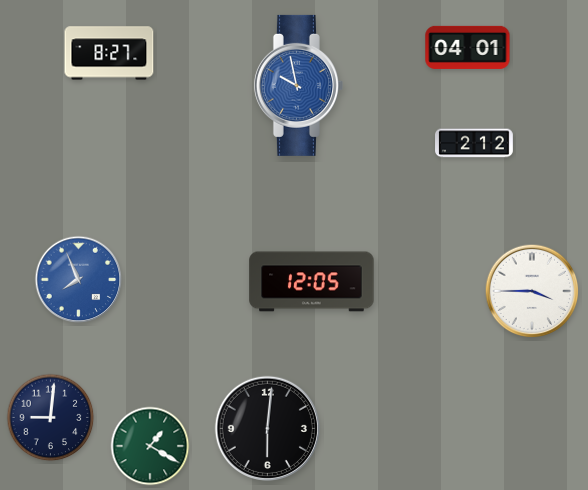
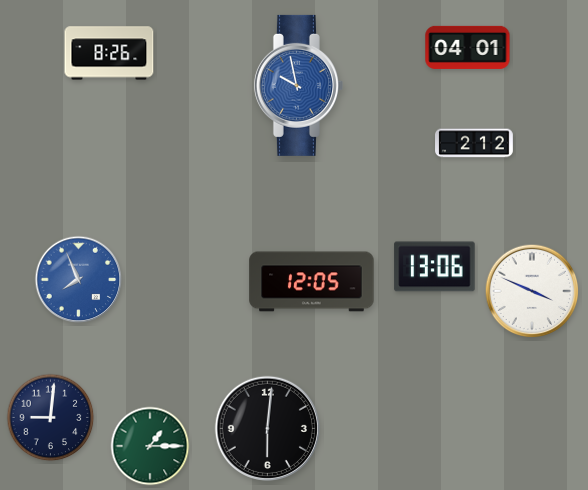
clock at (109, 53): 8:27 -> 8:26
clock at (435, 267): none -> 13:06
clock at (532, 291): 3:45 -> 3:49
clock at (150, 446): 1:20 -> 1:15
